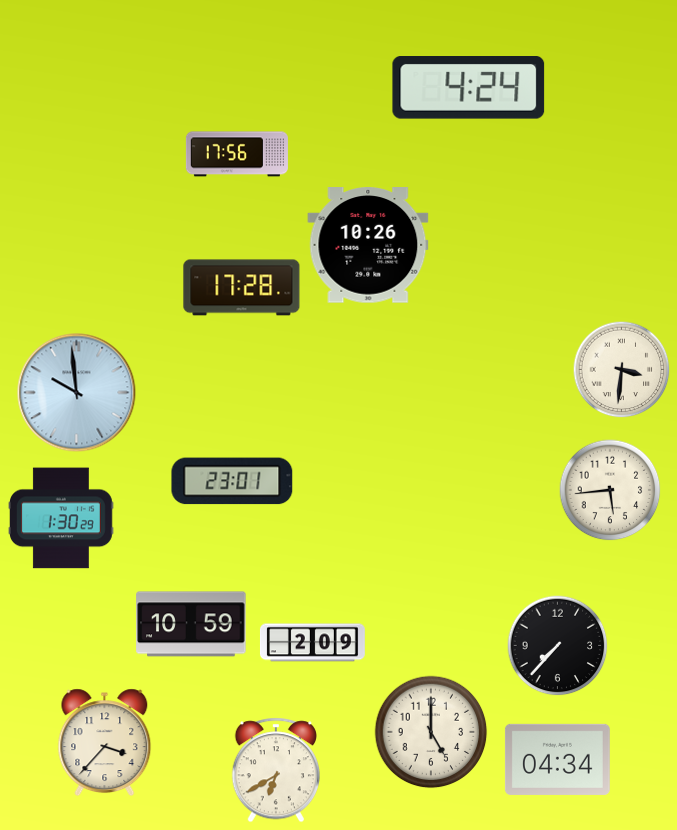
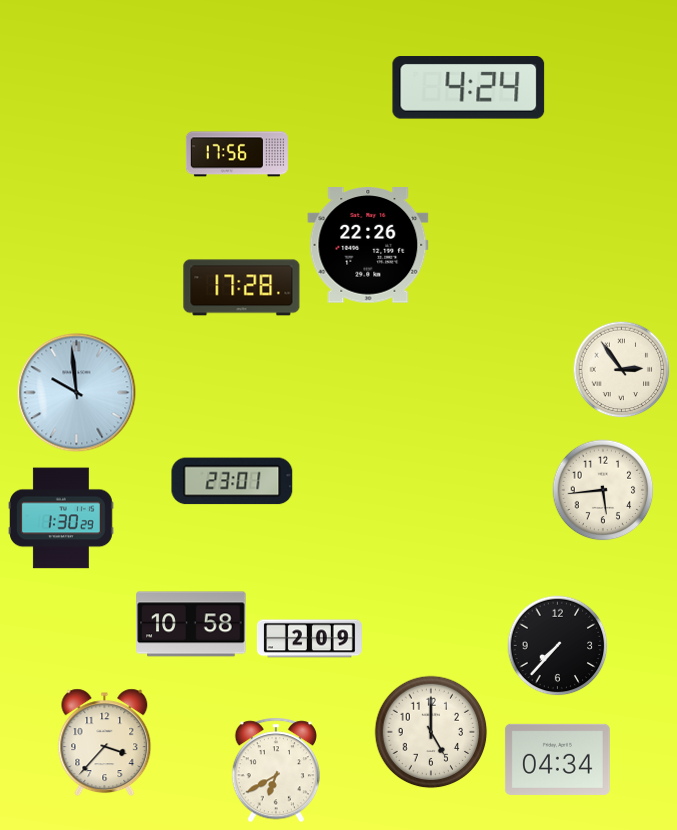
clock at (368, 245): 10:26 -> 22:26
clock at (622, 370): 3:31 -> 2:54
clock at (610, 490) position: (610, 490) -> (603, 490)
clock at (191, 624): 10:59 -> 10:58
clock at (312, 643) position: (312, 643) -> (309, 639)
